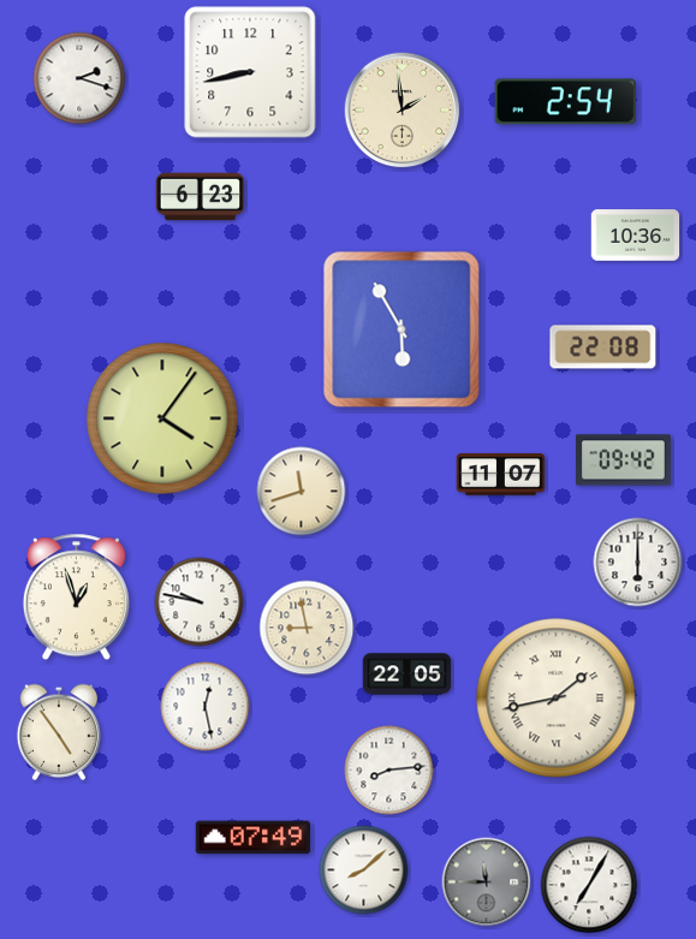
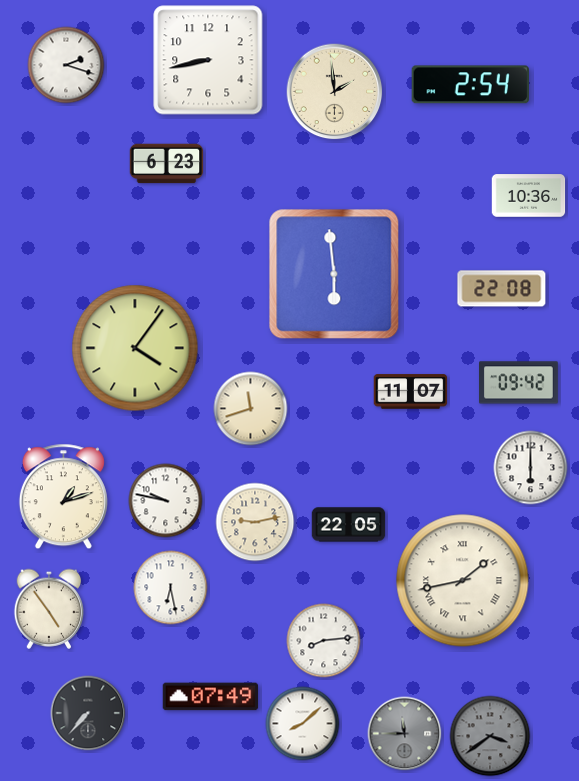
clock at (401, 329): 5:55 -> 5:59
clock at (501, 475) position: (501, 475) -> (411, 392)
clock at (76, 598): 12:57 -> 1:12
clock at (307, 628): 8:58 -> 9:13
clock at (408, 674) position: (408, 674) -> (349, 525)
clock at (206, 707): 12:28 -> 6:28
clock at (88, 713): none -> 7:37
clock at (589, 885): 7:05 -> 3:39
clock at (589, 885) dial: white -> grey
